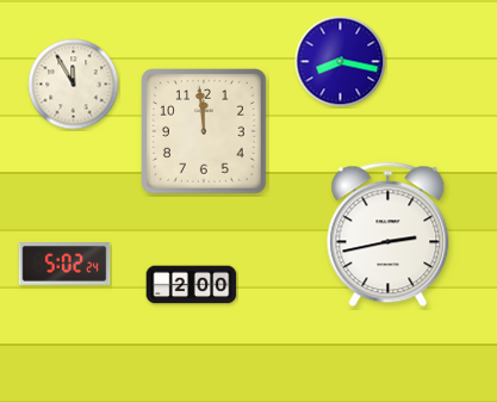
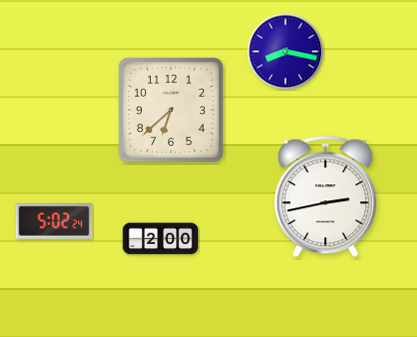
clock at (74, 85): 11:55 -> none
clock at (205, 132): 11:59 -> 6:38
